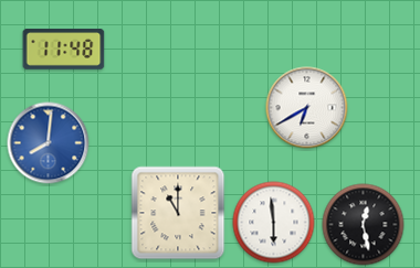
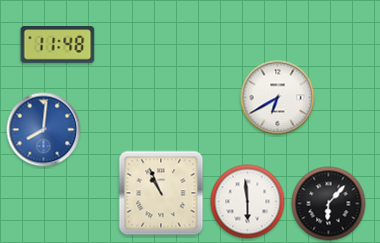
clock at (178, 213): 11:00 -> 10:56
clock at (364, 225): 12:28 -> 6:07
